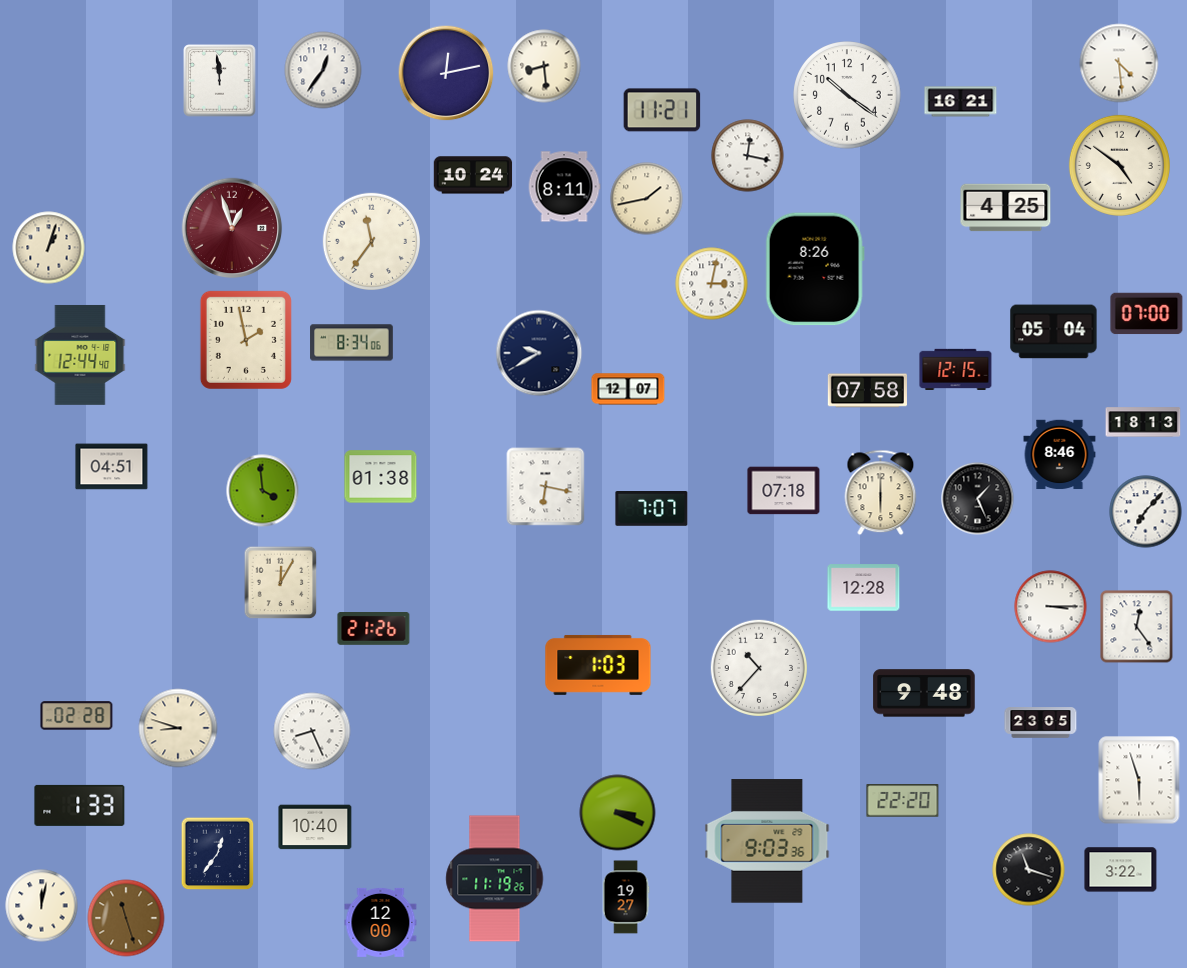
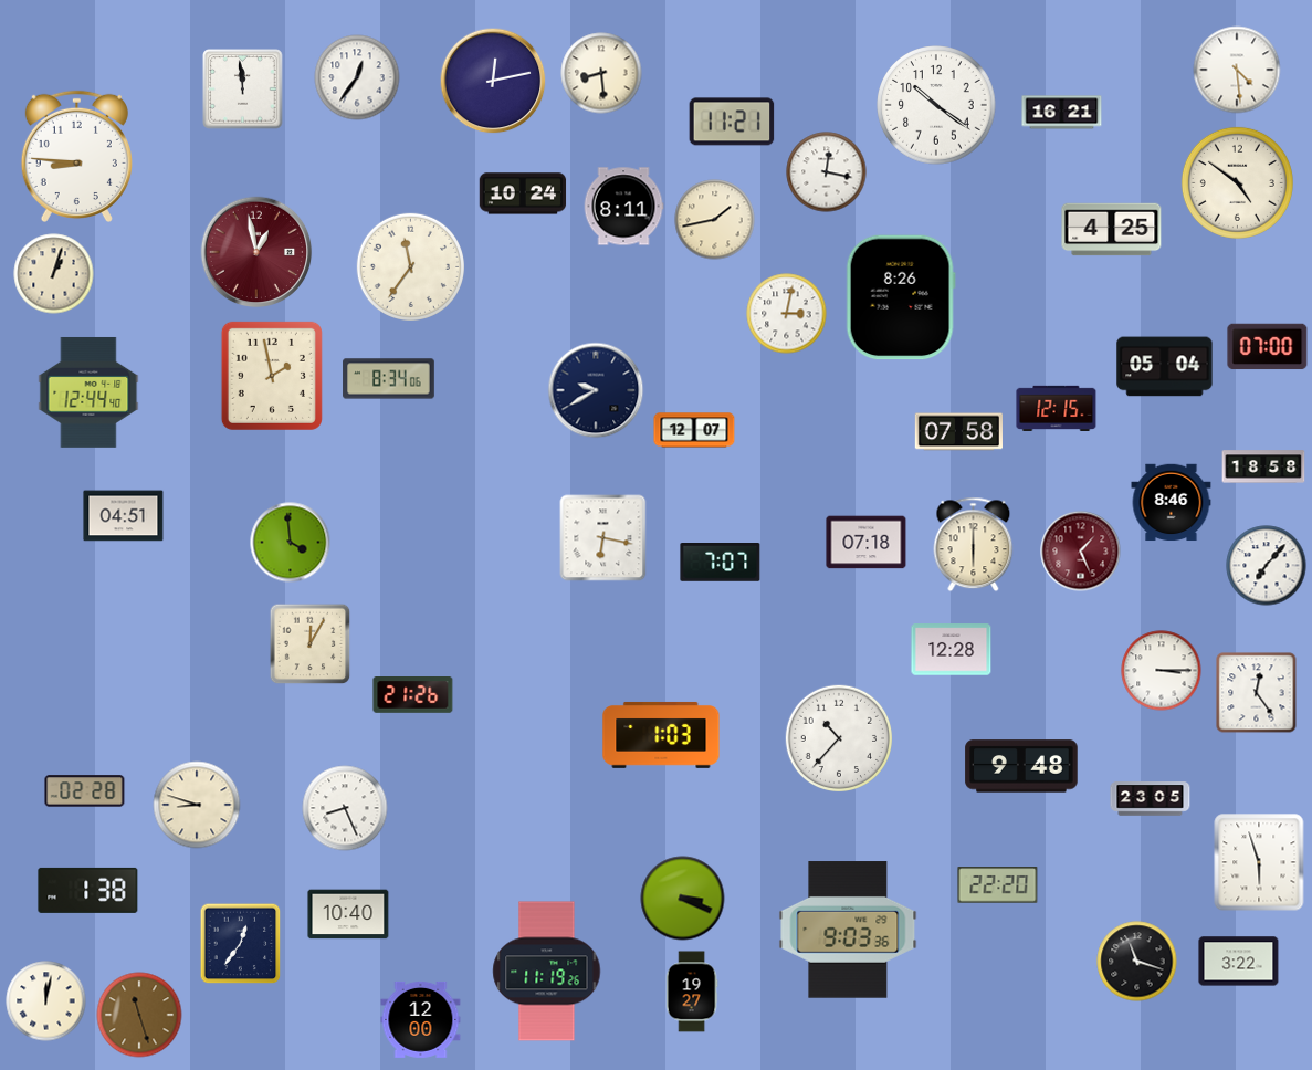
clock at (76, 156): none -> 8:46
clock at (232, 228): 12:57 -> 12:58
clock at (1143, 422): 18:13 -> 18:58
clock at (381, 477): 01:38 -> none
clock at (978, 499) dial: black -> burgundy
clock at (864, 588) position: (864, 588) -> (952, 650)
clock at (80, 805): 1:33 -> 1:38
